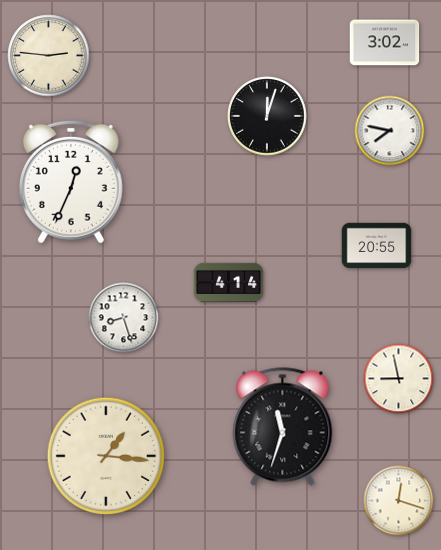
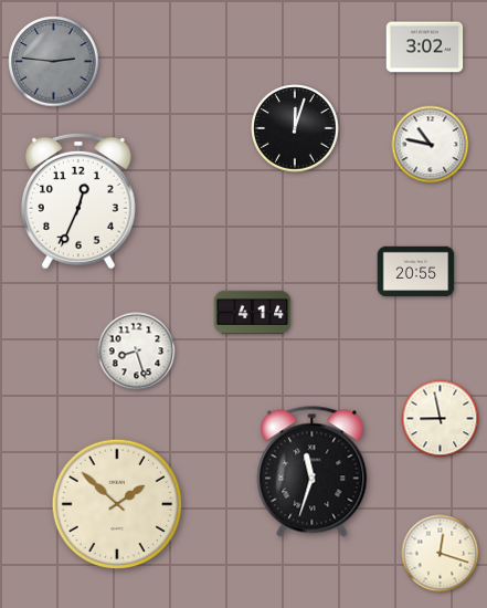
clock at (49, 56) dial: cream -> grey
clock at (390, 131): 7:47 -> 10:47
clock at (105, 455): 1:16 -> 1:52
